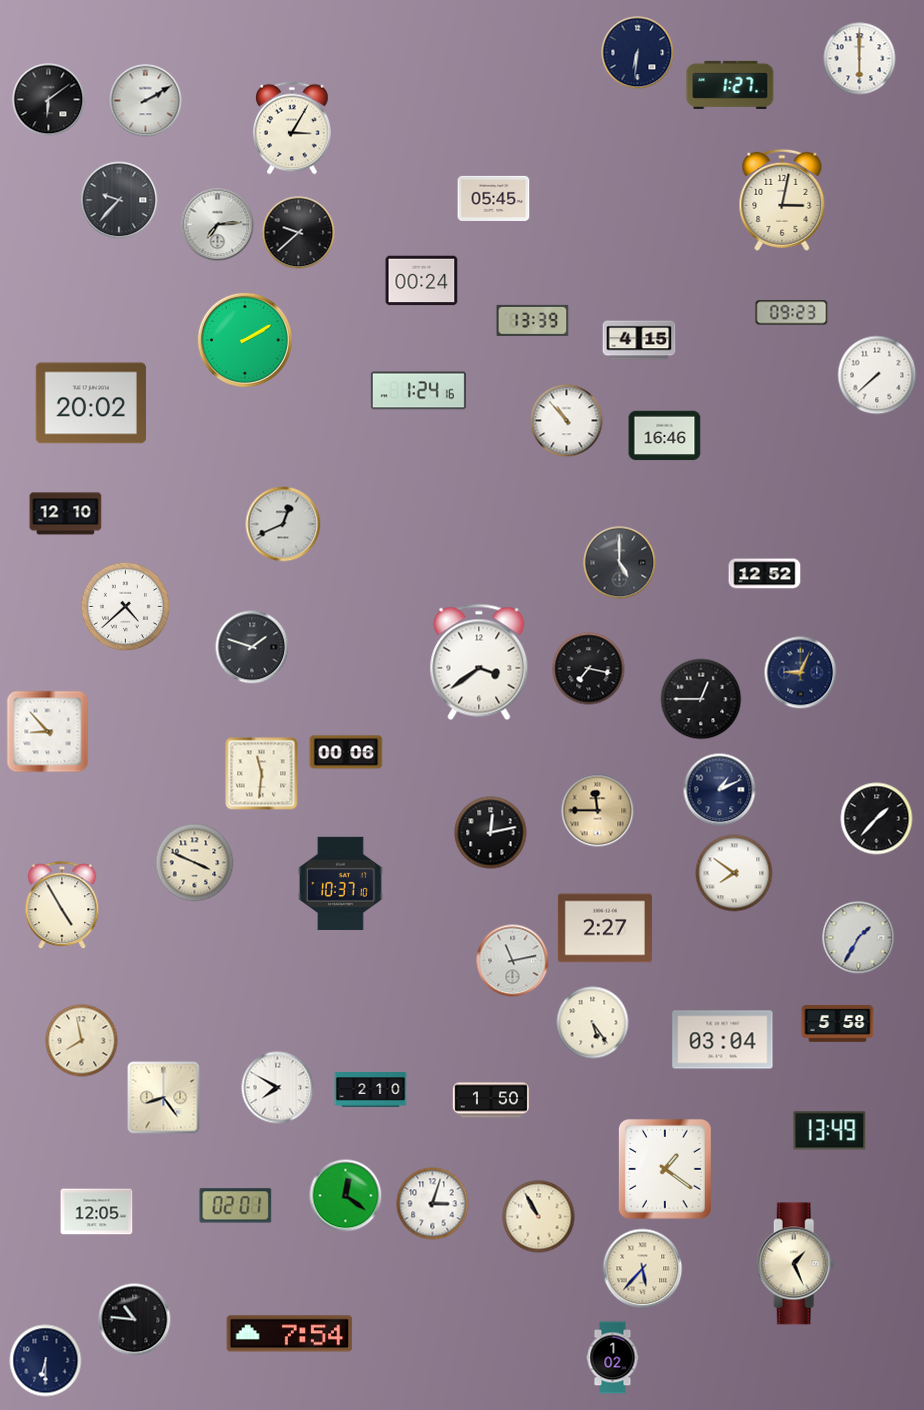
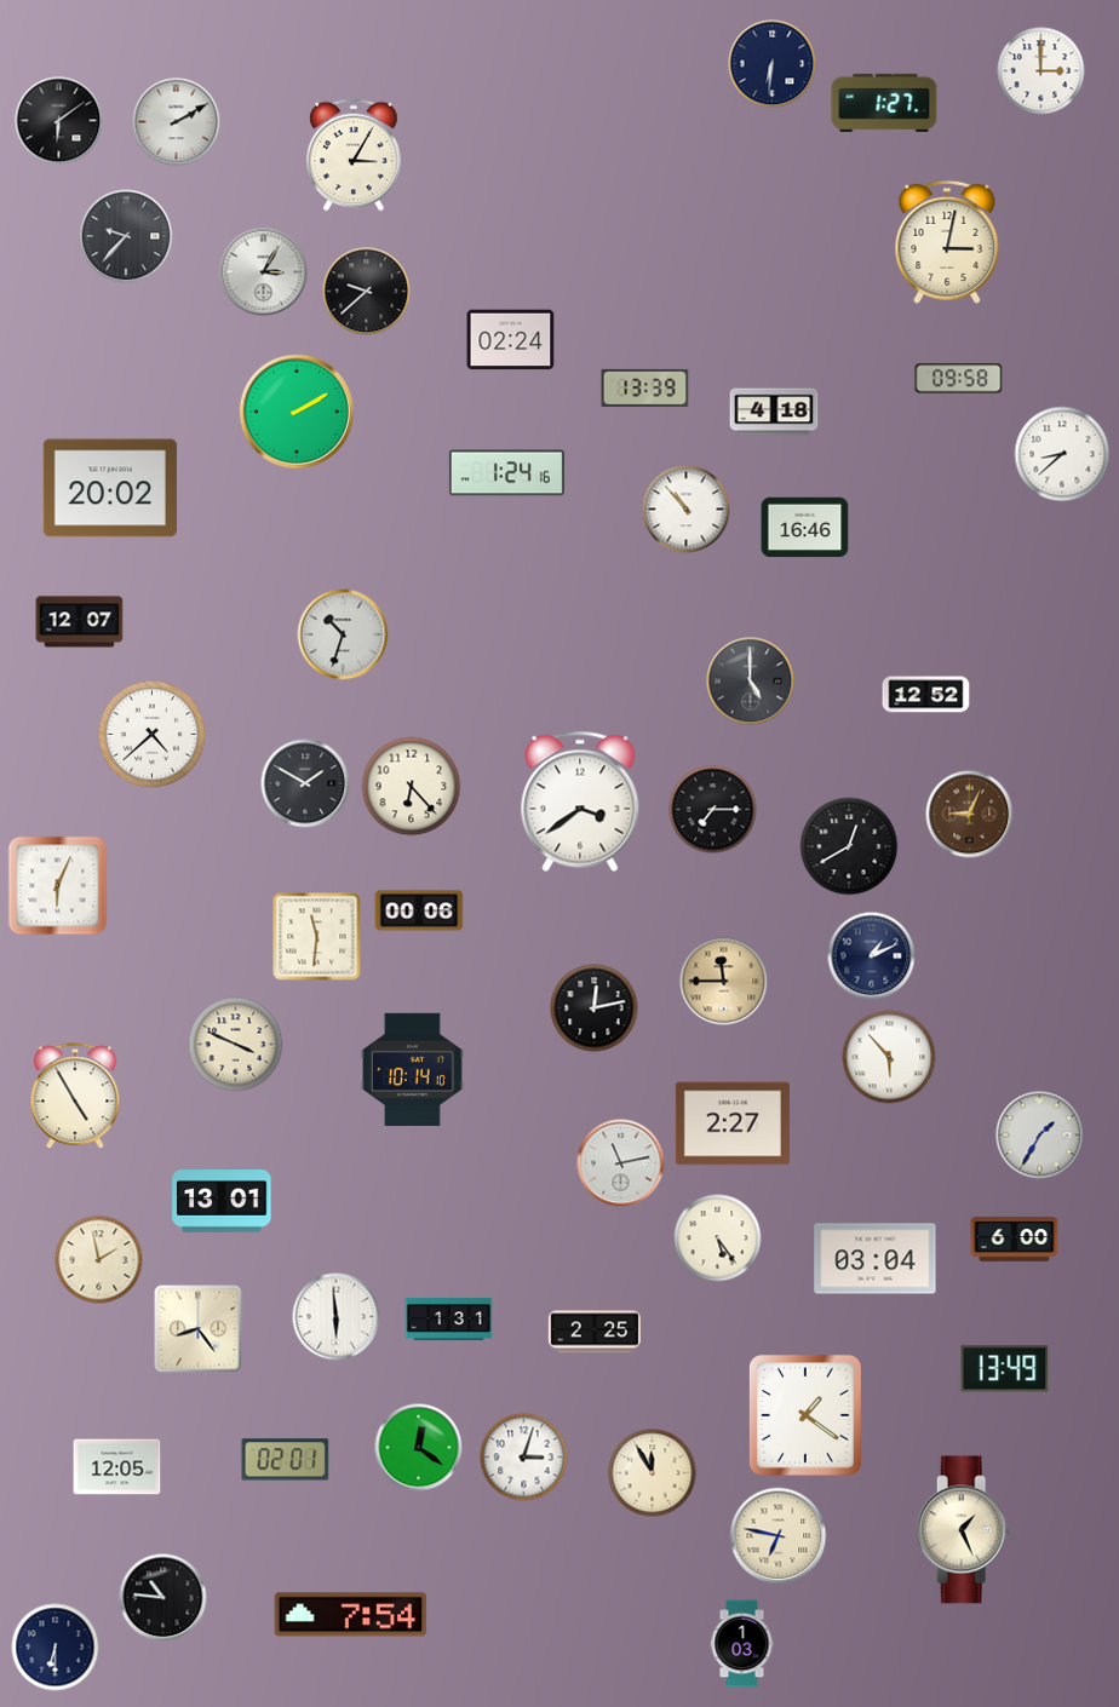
clock at (860, 59): 6:00 -> 3:00
clock at (494, 198): 05:45 -> none
clock at (119, 200) position: (119, 200) -> (126, 236)
clock at (218, 225): 7:14 -> 3:05
clock at (299, 233) position: (299, 233) -> (367, 292)
clock at (422, 281): 00:24 -> 02:24
clock at (792, 313): 09:23 -> 09:58
clock at (639, 340): 4:15 -> 4:18
clock at (877, 375): 7:38 -> 8:38
clock at (66, 514): 12:10 -> 12:07
clock at (283, 524): 12:41 -> 10:33
clock at (252, 647): 1:48 -> 1:50
clock at (412, 787): none -> 6:23
clock at (589, 669): 7:17 -> 7:15
clock at (801, 673) dial: navy -> brown
clock at (701, 699): 12:45 -> 12:40
clock at (48, 732): 8:53 -> 6:04
clock at (877, 819): 1:37 -> none
clock at (734, 873): 7:51 -> 5:53
clock at (341, 883): 10:37 -> 10:14
clock at (222, 1201): none -> 13:01
clock at (838, 1024): 5:58 -> 6:00
clock at (82, 1041): 7:58 -> 1:58
clock at (278, 1088): 7:50 -> 5:59
clock at (371, 1090): 2:10 -> 1:31
clock at (490, 1100): 1:50 -> 2:25
clock at (539, 1217): 10:55 -> 11:55
clock at (643, 1269): 5:37 -> 6:47
clock at (613, 1358): 1:02 -> 1:03
